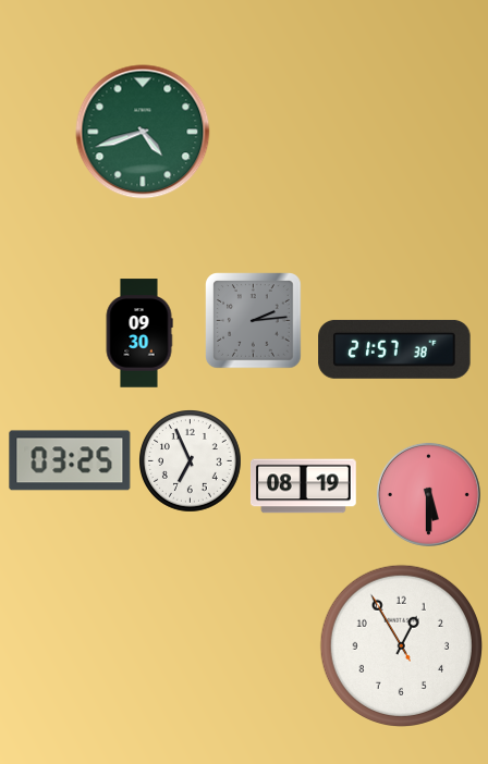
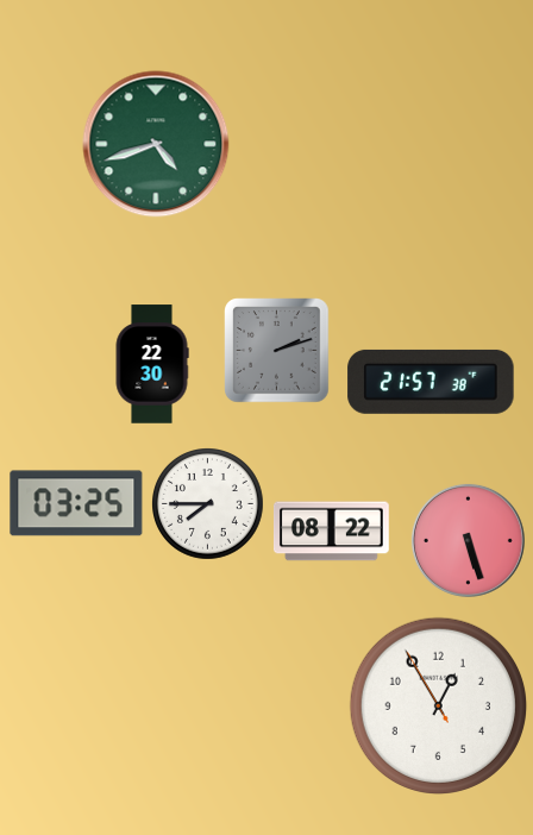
clock at (254, 321): 2:14 -> 2:12
clock at (139, 333): 09:30 -> 22:30
clock at (191, 461): 6:56 -> 7:45
clock at (303, 486): 08:19 -> 08:22
clock at (428, 494): 5:30 -> 5:27
